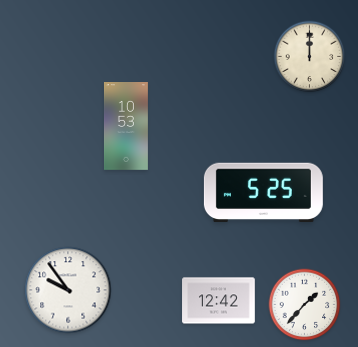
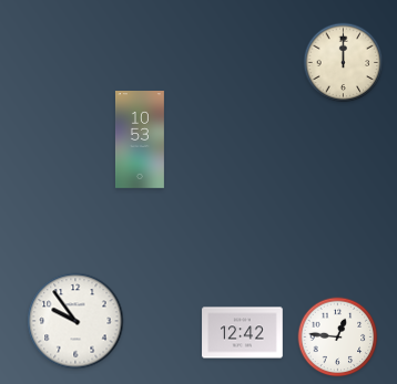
clock at (263, 193): 5:25 -> none
clock at (305, 305): 1:37 -> 12:46
